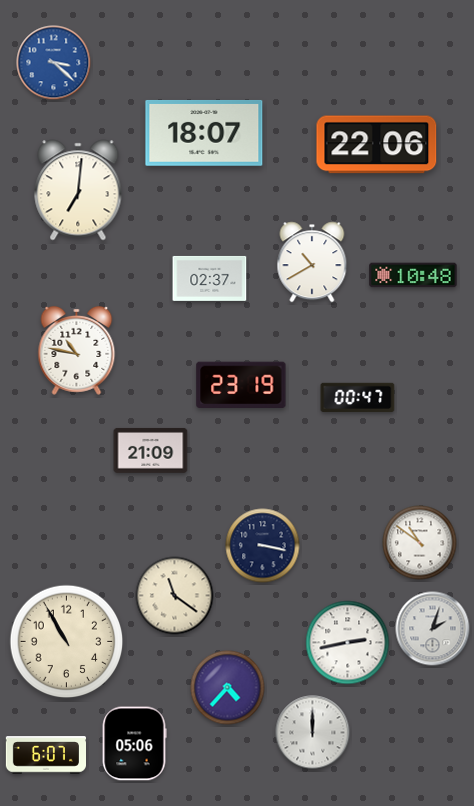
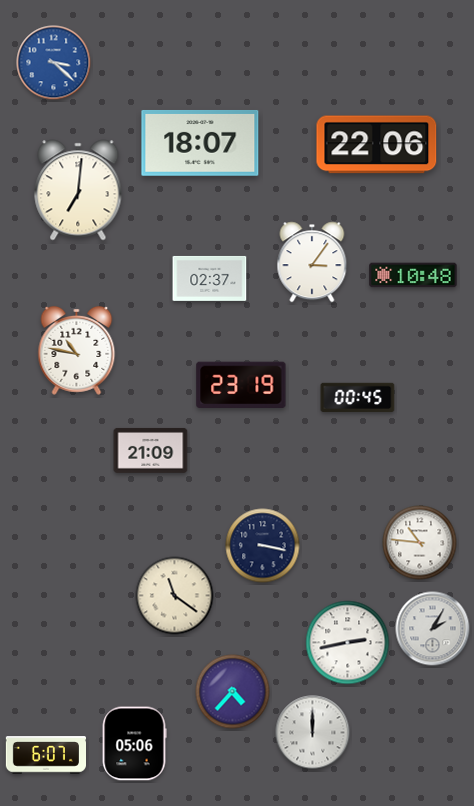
clock at (204, 133) position: (204, 133) -> (200, 143)
clock at (312, 262): 10:40 -> 3:06
clock at (358, 397): 00:47 -> 00:45
clock at (420, 543): 10:51 -> 10:46
clock at (433, 629): 2:03 -> 2:05
clock at (67, 642): 10:55 -> none
clock at (228, 688) position: (228, 688) -> (233, 692)
